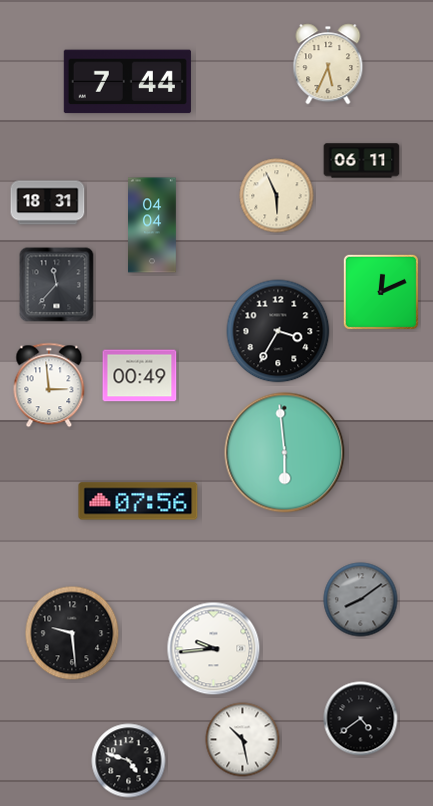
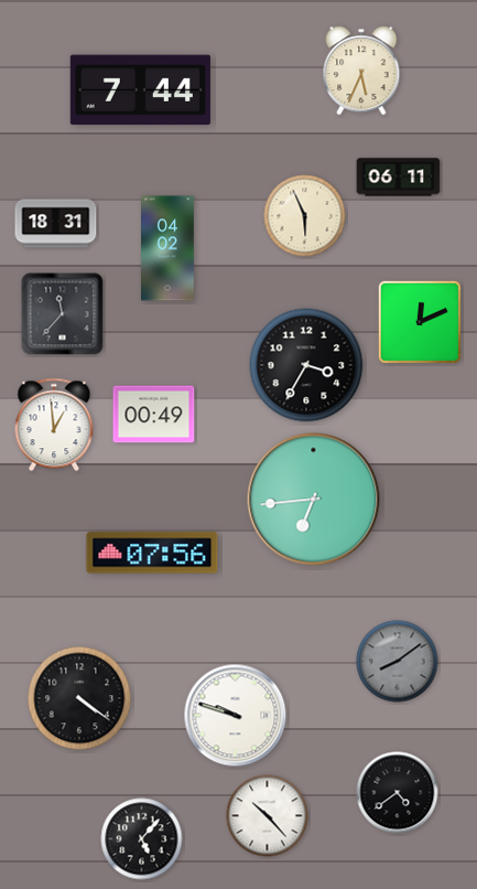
clock at (48, 203) position: (48, 203) -> (56, 224)
clock at (153, 225): 04:04 -> 04:02
clock at (49, 385): 2:59 -> 12:59
clock at (285, 453): 5:59 -> 6:44
clock at (72, 633): 9:29 -> 4:21
clock at (214, 649): 9:44 -> 9:48
clock at (243, 740): 10:28 -> 10:23
clock at (129, 761): 4:48 -> 5:07
